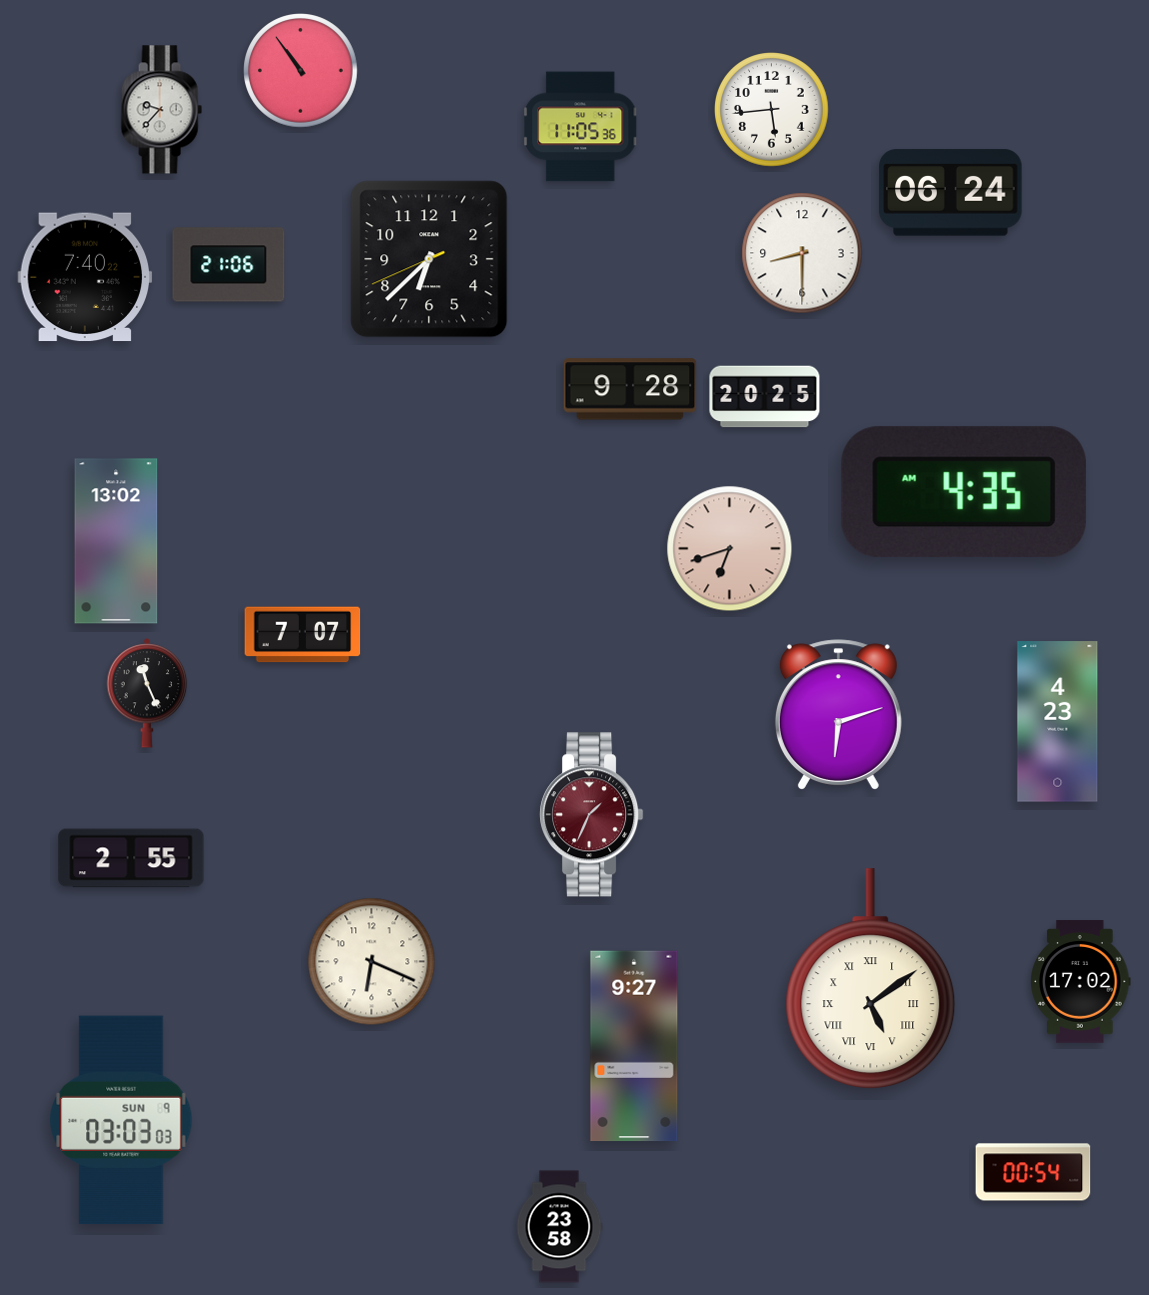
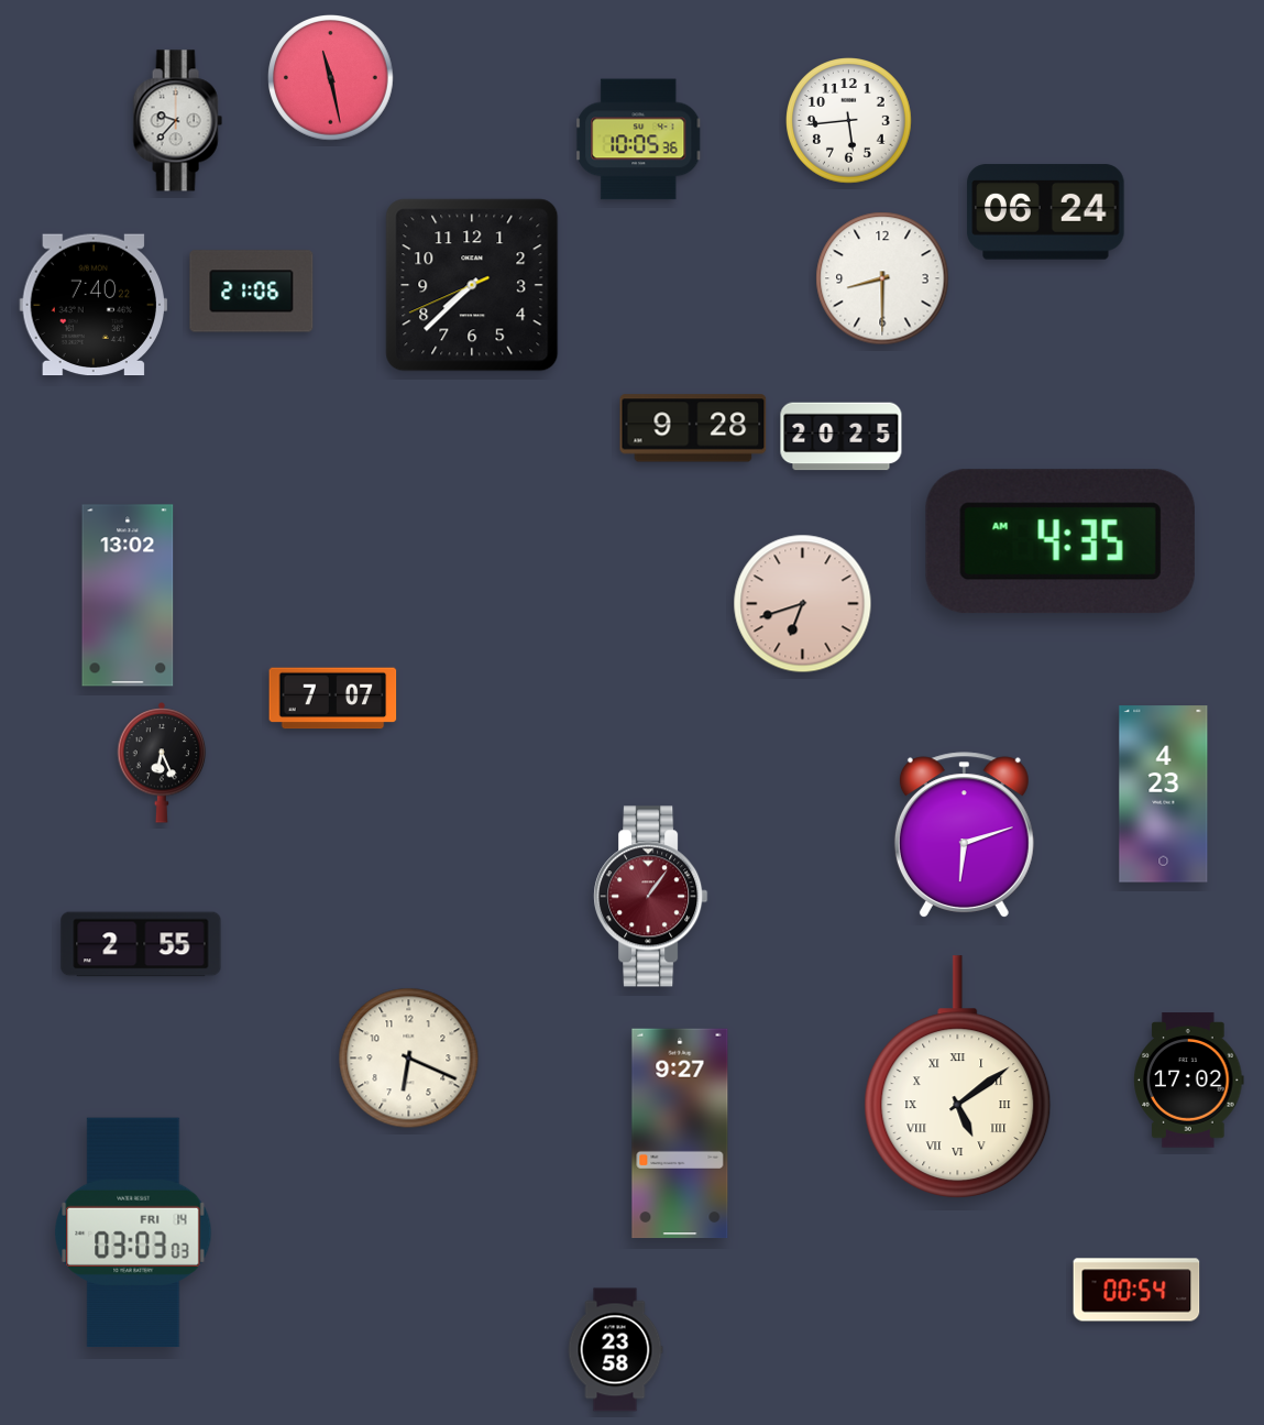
clock at (301, 71): 10:54 -> 11:28
clock at (581, 127): 11:05 -> 10:05
clock at (429, 259): 6:37 -> 7:37
clock at (147, 693): 11:26 -> 6:26
clock at (838, 715) position: (838, 715) -> (964, 835)
clock at (592, 815): 1:34 -> 1:06
clock at (131, 858) position: (131, 858) -> (141, 944)
clock at (634, 1046) position: (634, 1046) -> (680, 1133)
clock at (121, 1119) date: SUN 9 -> FRI 14
